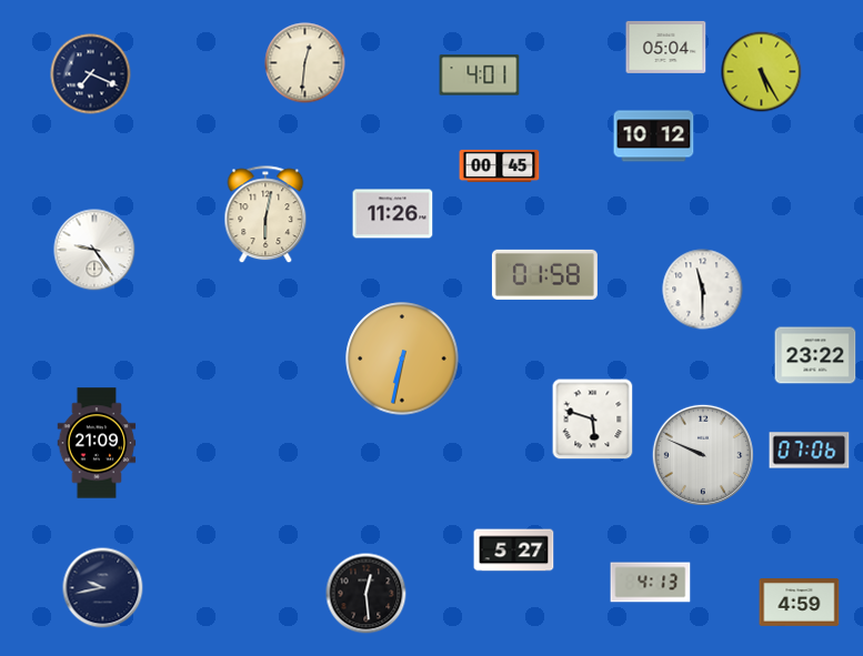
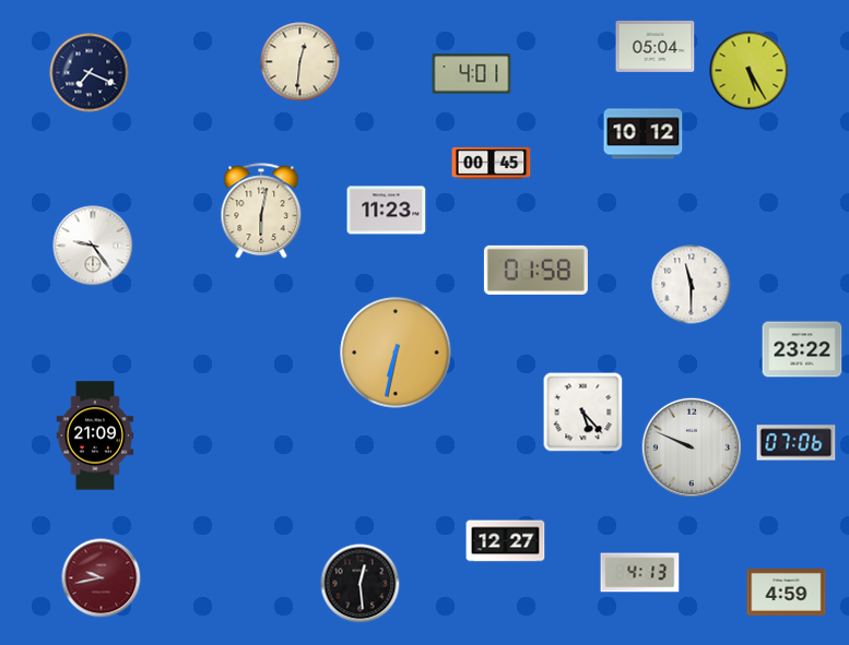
clock at (393, 214): 11:26 -> 11:23
clock at (593, 420): 5:48 -> 5:23
clock at (514, 551): 5:27 -> 12:27
clock at (103, 588) dial: navy -> burgundy
